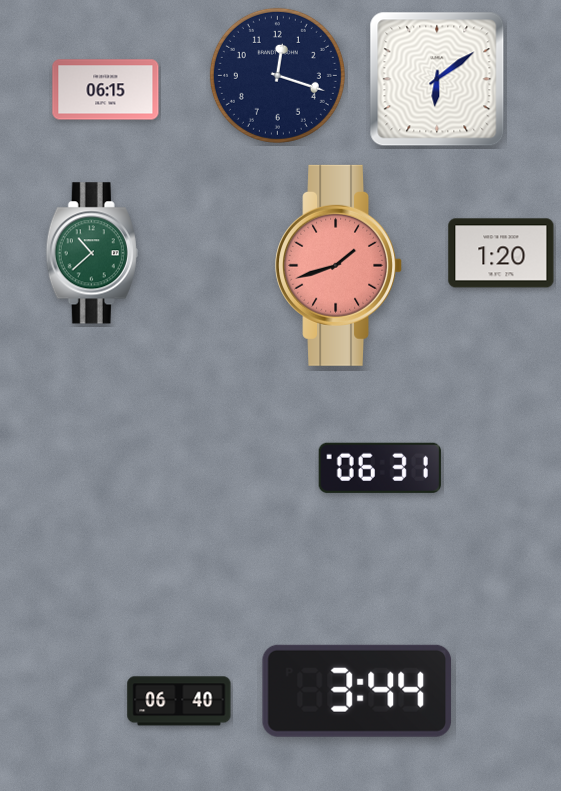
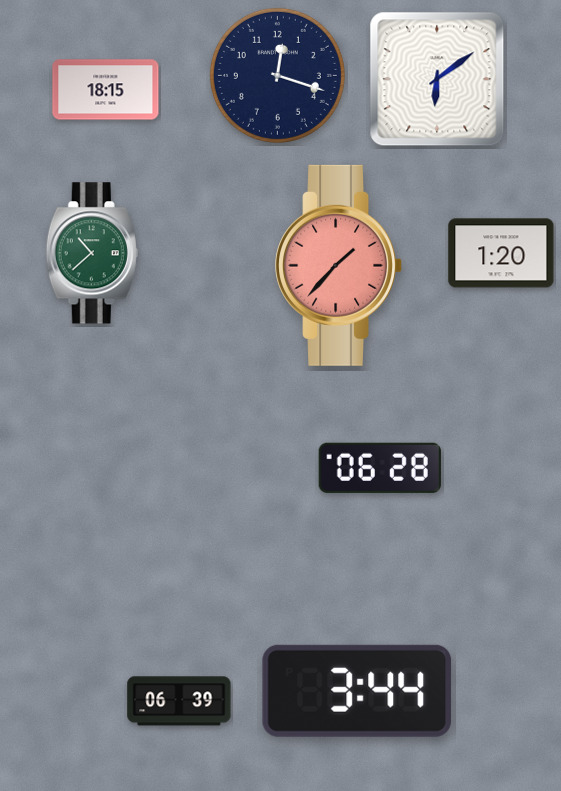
clock at (106, 90): 06:15 -> 18:15
clock at (339, 265): 1:42 -> 1:37
clock at (380, 468): 06:31 -> 06:28
clock at (179, 701): 06:40 -> 06:39
